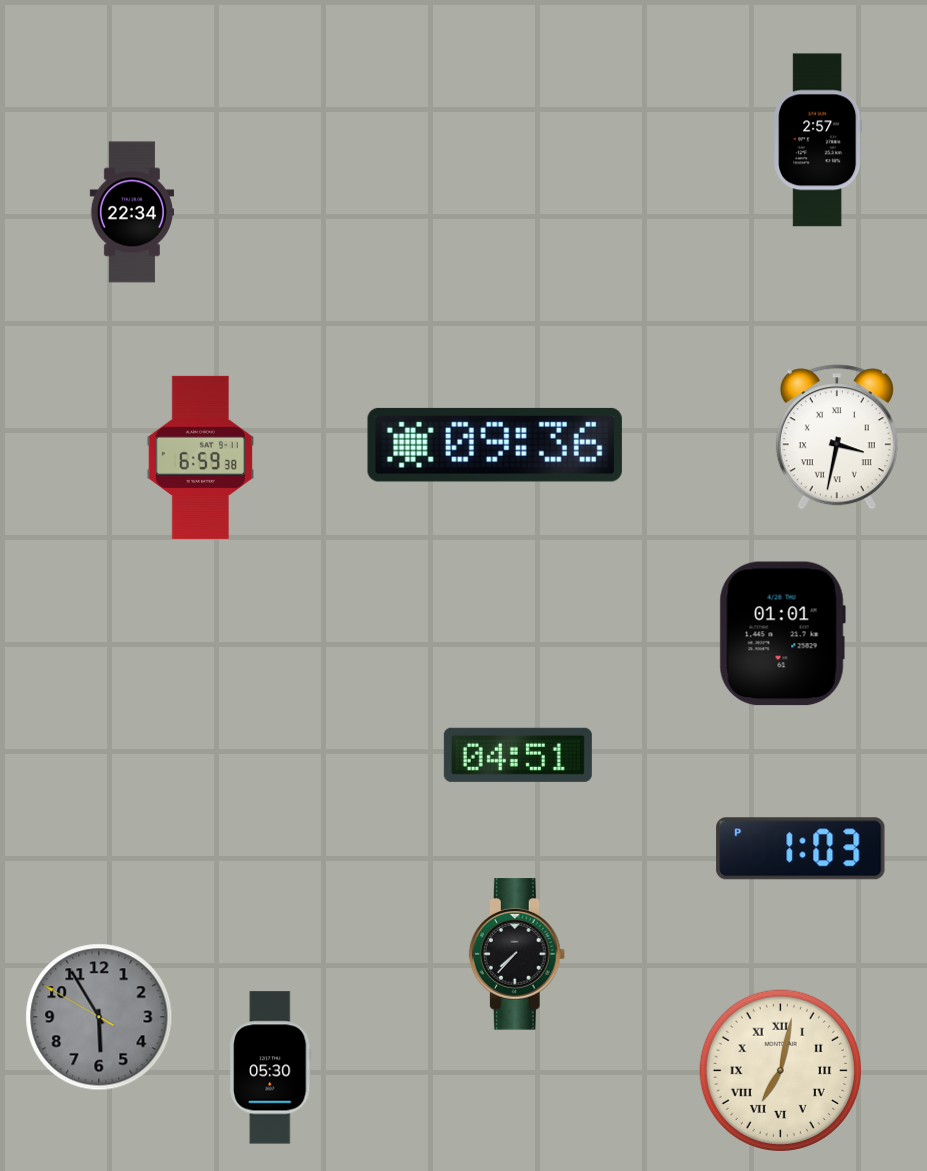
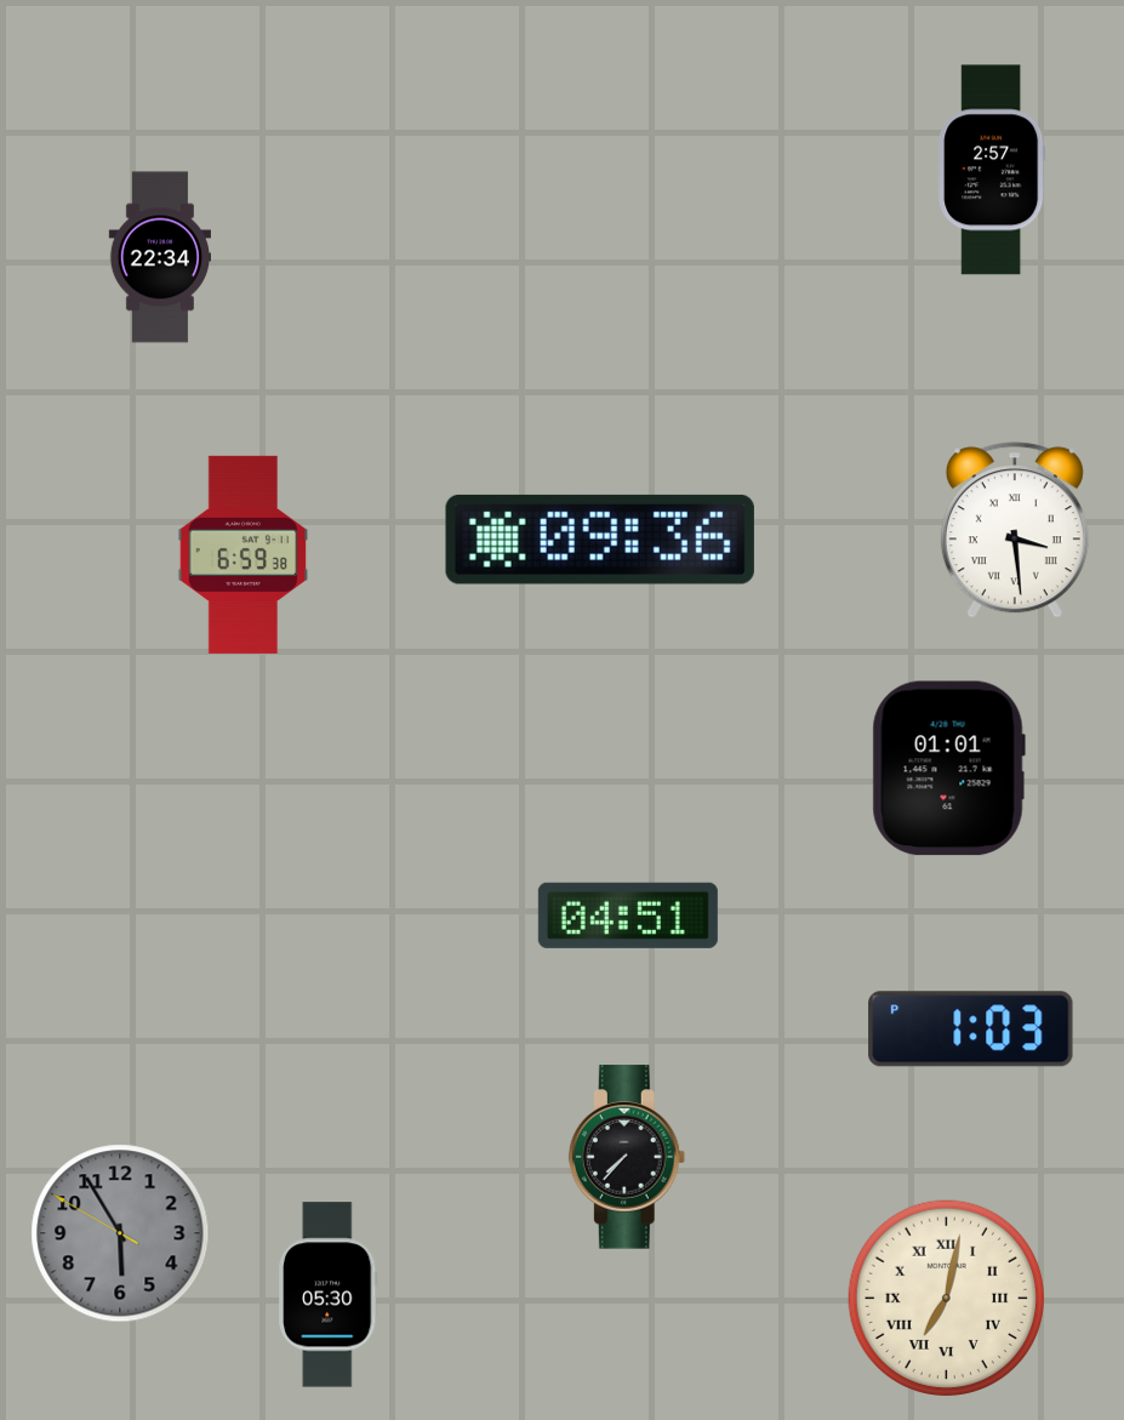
clock at (837, 437): 3:32 -> 3:29
